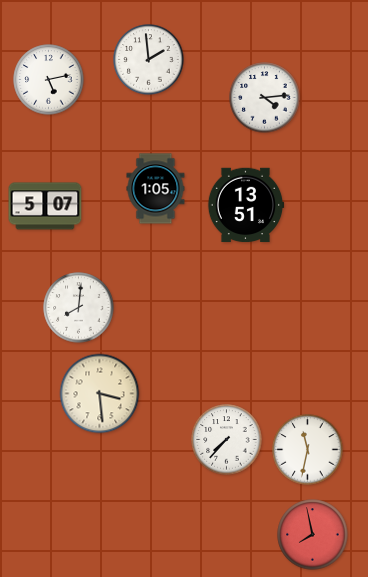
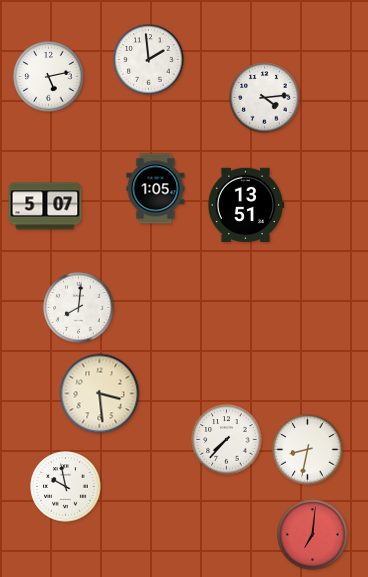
clock at (49, 80) position: (49, 80) -> (49, 77)
clock at (308, 450): 11:32 -> 8:32
clock at (66, 487): none -> 9:58
clock at (313, 535): 7:58 -> 7:01
